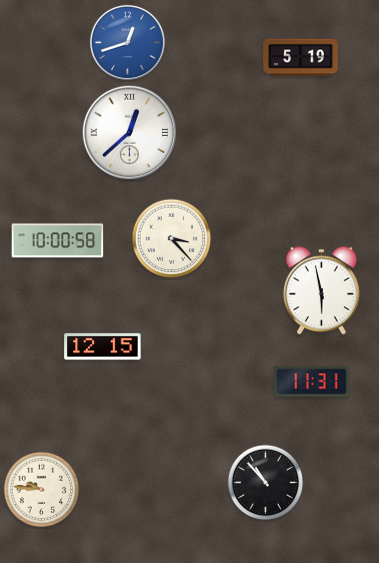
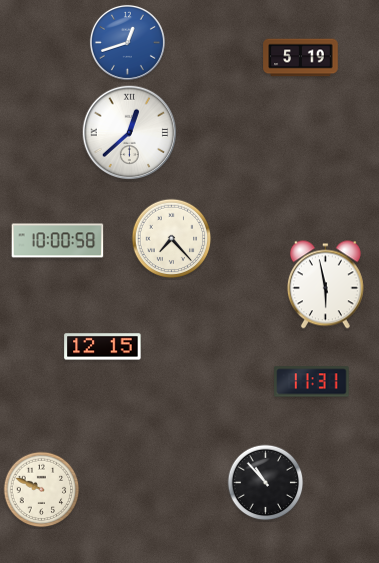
clock at (172, 239): 3:23 -> 7:23
clock at (321, 291) position: (321, 291) -> (325, 285)
clock at (42, 490): 9:46 -> 9:49
